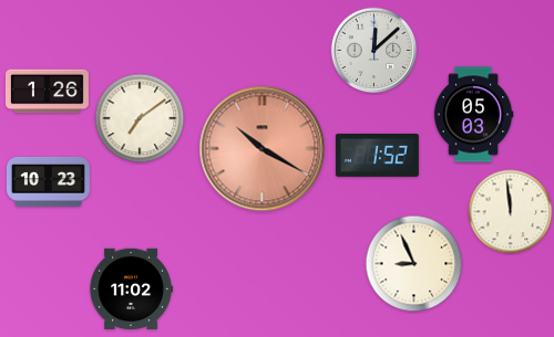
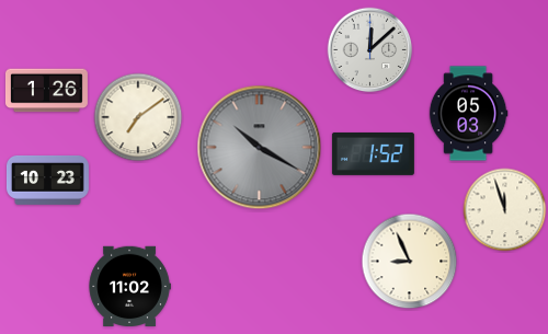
clock at (263, 149) dial: salmon -> grey
clock at (511, 212): 11:59 -> 11:57
